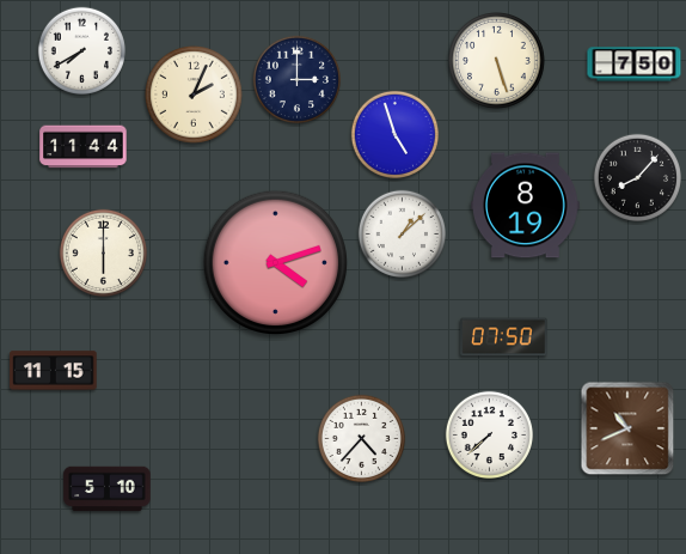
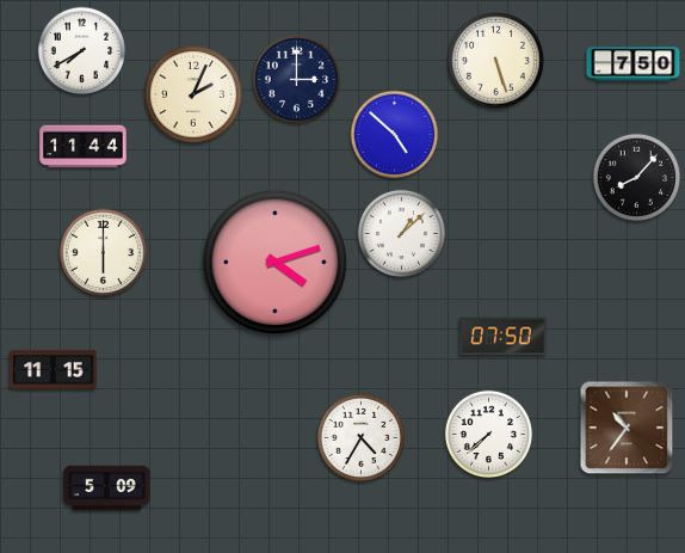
clock at (394, 134): 4:57 -> 4:52
clock at (526, 206): 8:19 -> none
clock at (627, 428): 10:41 -> 10:36
clock at (361, 438): 4:37 -> 4:35
clock at (108, 489): 5:10 -> 5:09
